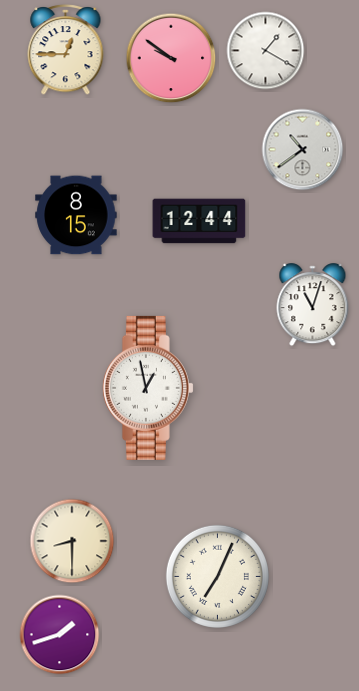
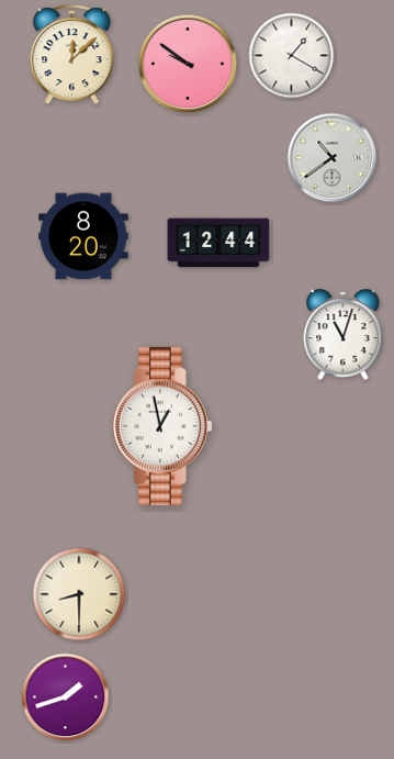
clock at (66, 49): 12:45 -> 12:08
clock at (303, 150) position: (303, 150) -> (333, 158)
clock at (76, 215): 8:15 -> 8:20
clock at (217, 576): 7:04 -> none
